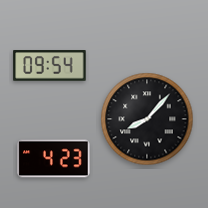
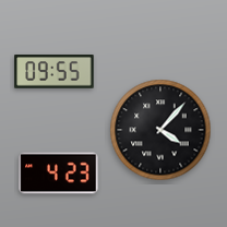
clock at (50, 66): 09:54 -> 09:55
clock at (147, 119): 8:07 -> 4:07
